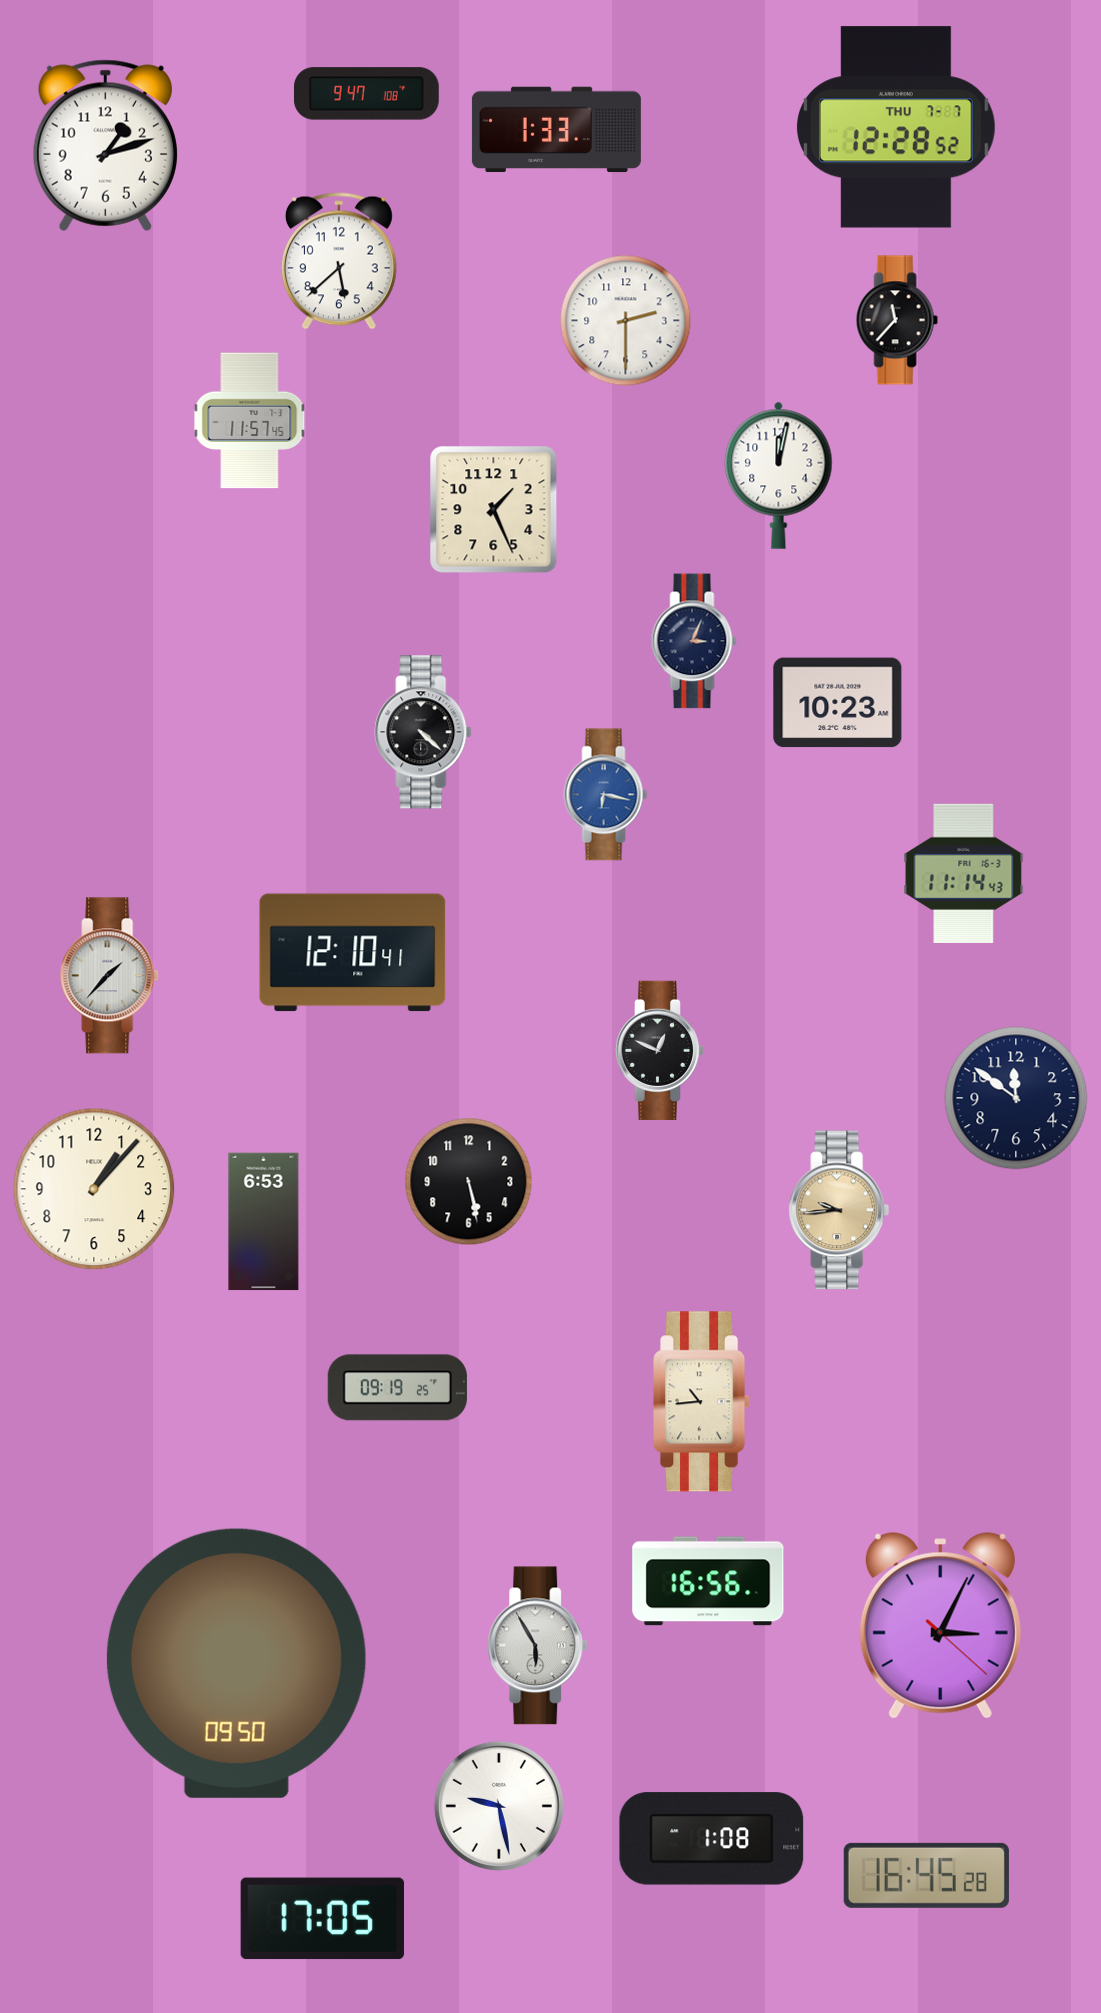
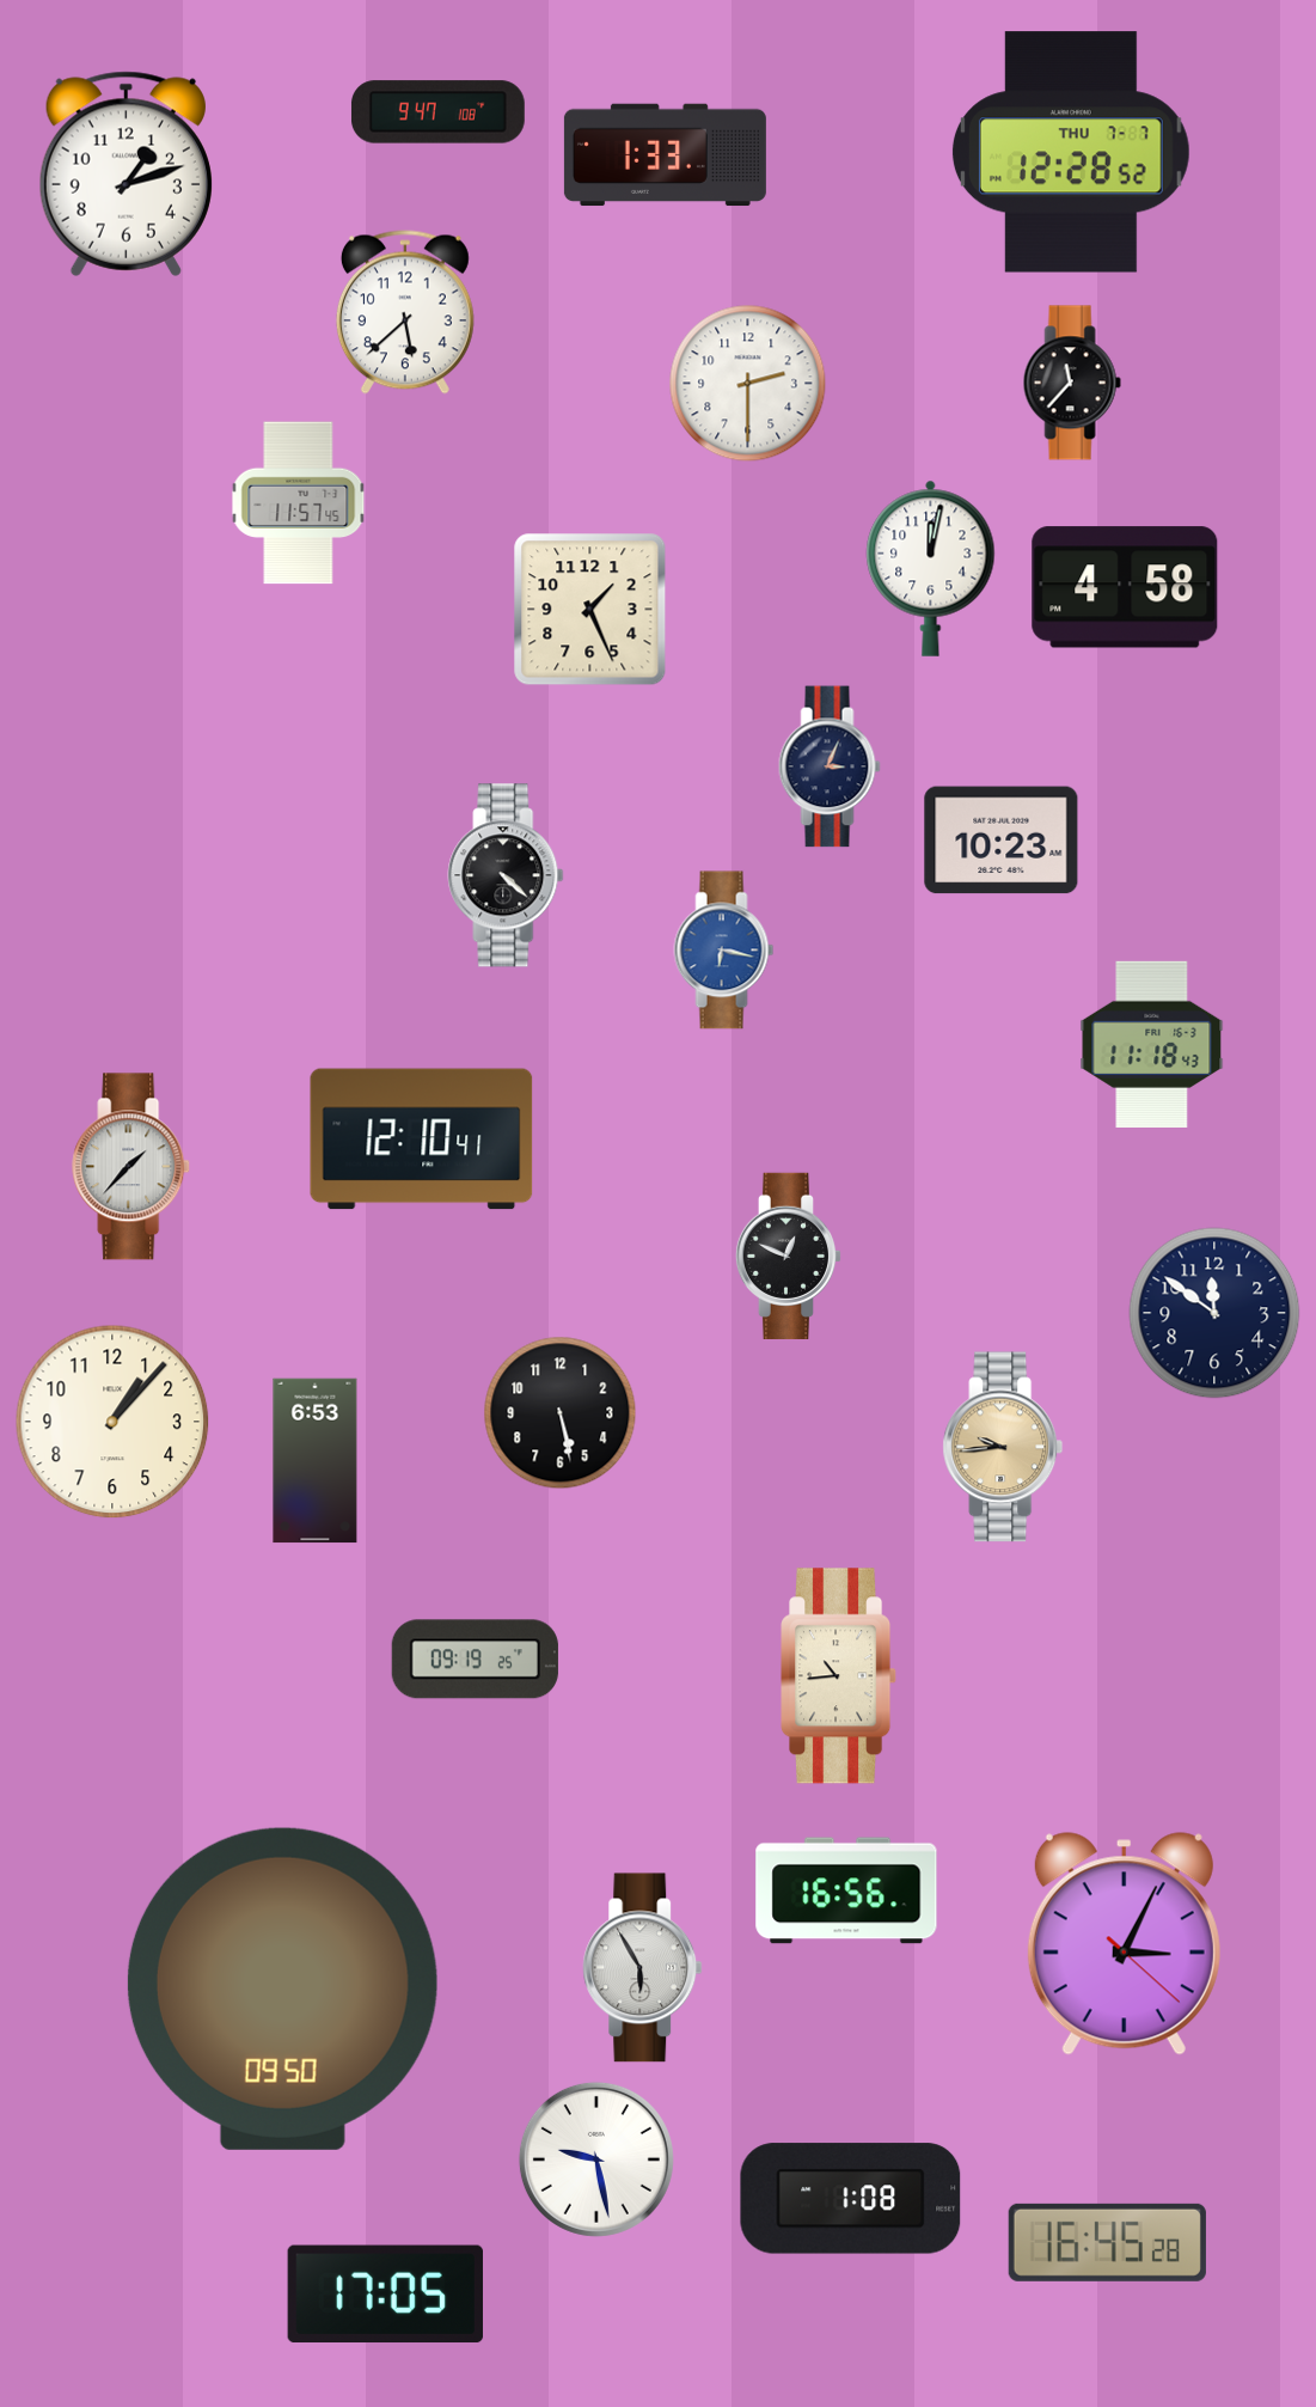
clock at (1125, 587): none -> 4:58
clock at (964, 873): 11:14 -> 11:18
